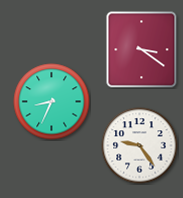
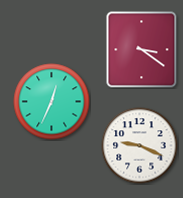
clock at (52, 102): 8:34 -> 12:34
clock at (140, 146): 9:24 -> 9:19
